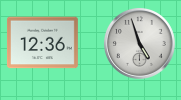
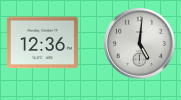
clock at (139, 43): 4:57 -> 5:01
